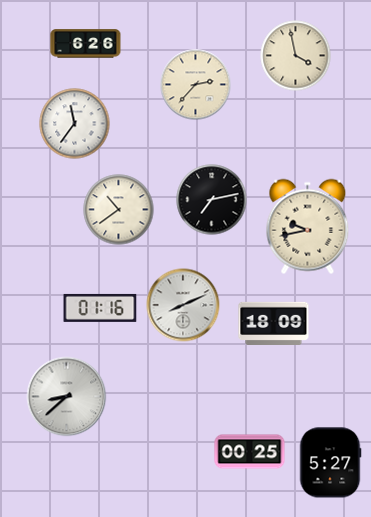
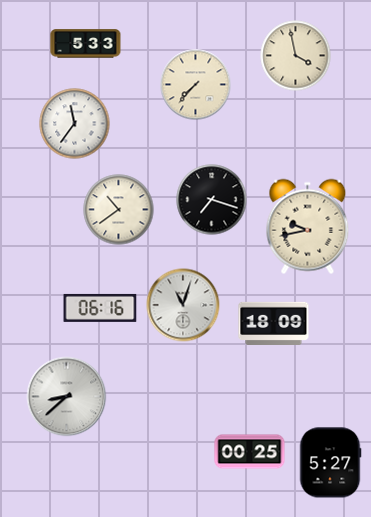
clock at (86, 44): 6:26 -> 5:33
clock at (196, 85): 2:37 -> 7:37
clock at (212, 200): 7:13 -> 7:18
clock at (183, 305): 8:11 -> 11:03
clock at (100, 308): 01:16 -> 06:16
